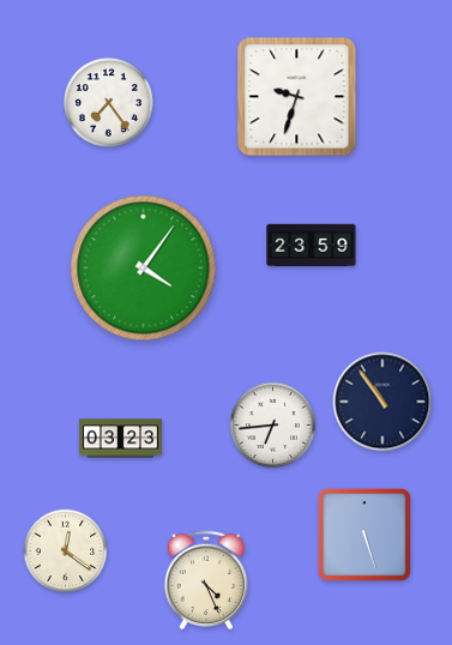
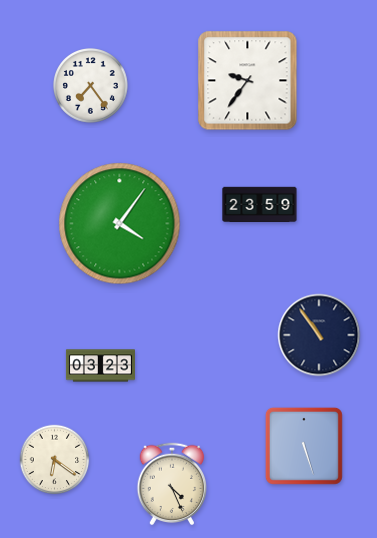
clock at (297, 97): 9:33 -> 9:36
clock at (272, 424): 6:44 -> none
clock at (66, 551): 12:21 -> 6:21
